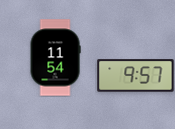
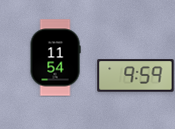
clock at (136, 76): 9:57 -> 9:59
